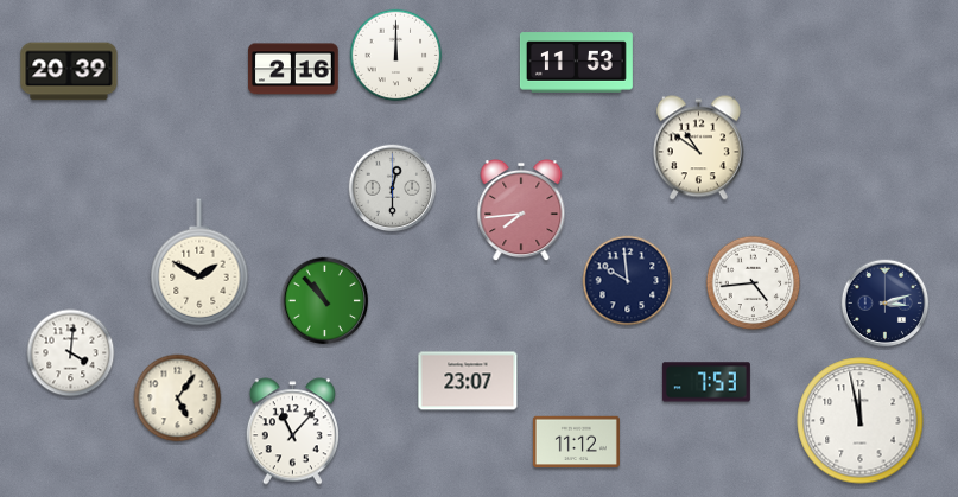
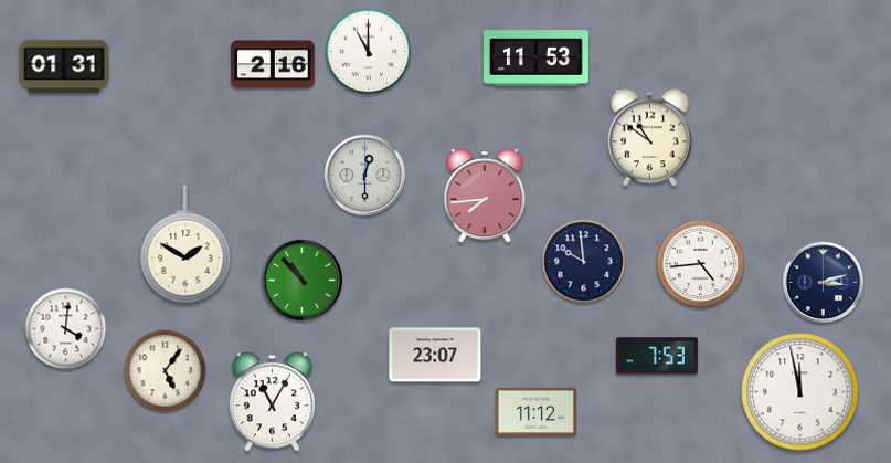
clock at (396, 56): 12:00 -> 11:00
clock at (69, 71): 20:39 -> 01:31
clock at (292, 432): 11:07 -> 11:05
